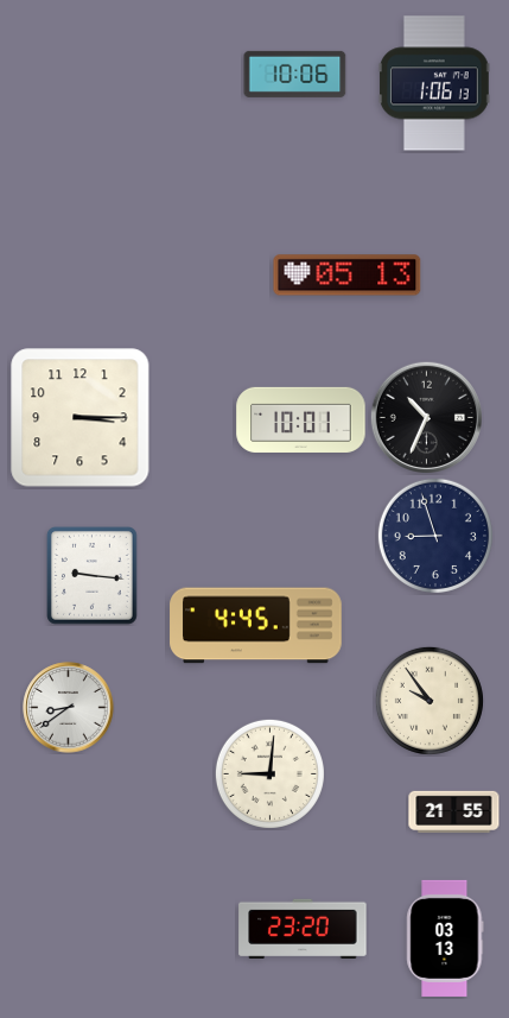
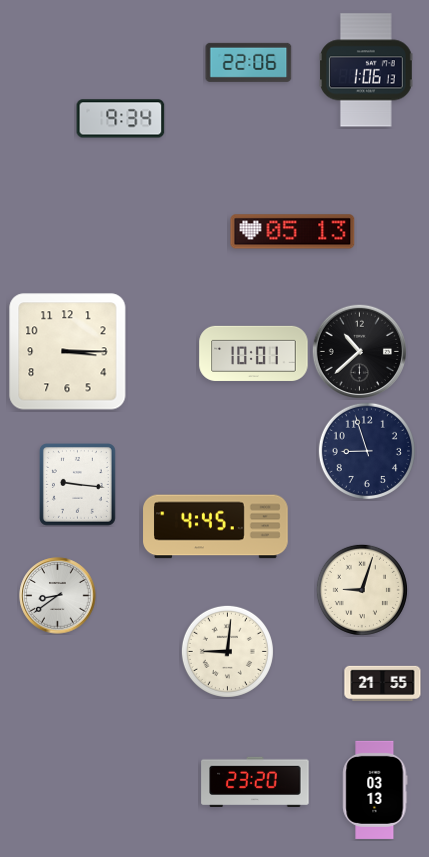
clock at (295, 74): 10:06 -> 22:06
clock at (121, 119): none -> 9:34
clock at (426, 417): 10:34 -> 10:38
clock at (430, 701): 9:54 -> 9:03
